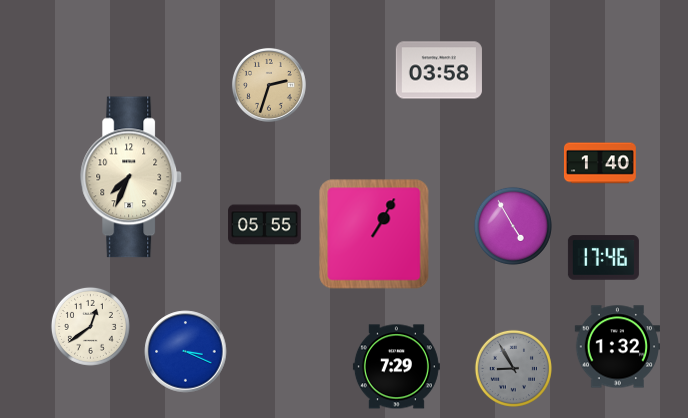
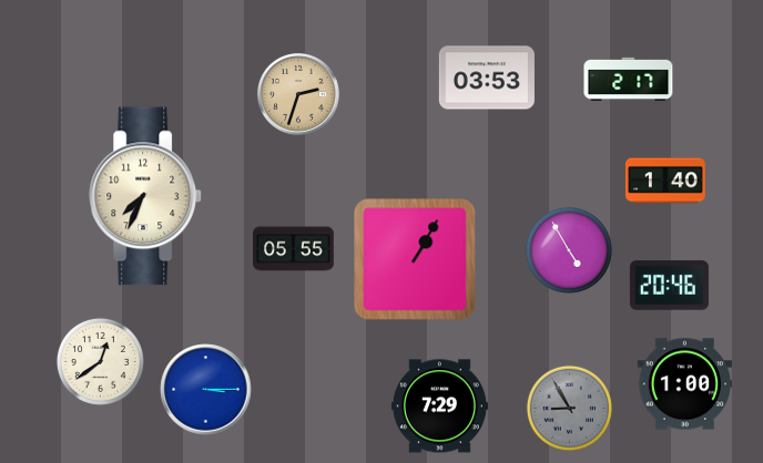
clock at (439, 70): 03:58 -> 03:53
clock at (629, 80): none -> 2:17
clock at (603, 258): 17:46 -> 20:46
clock at (617, 347): 1:32 -> 1:00
clock at (186, 352): 3:19 -> 3:15
